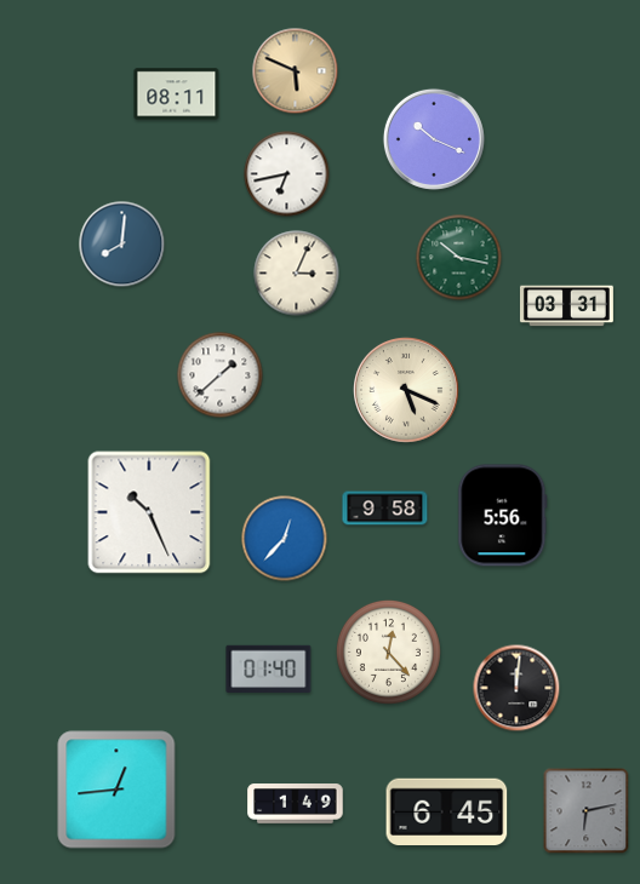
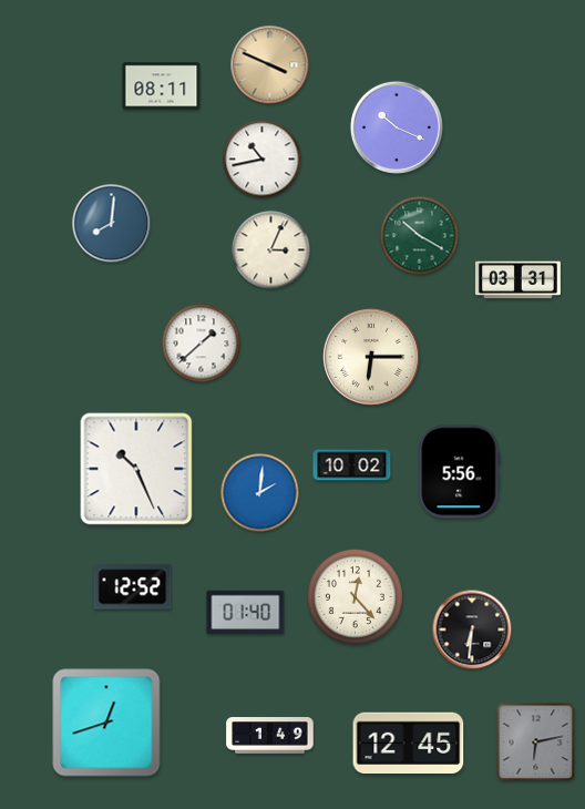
clock at (296, 71): 5:49 -> 3:49
clock at (287, 174): 6:43 -> 10:43
clock at (459, 258): 10:17 -> 10:20
clock at (407, 391): 5:19 -> 6:15
clock at (385, 509): 9:58 -> 10:02
clock at (285, 539): 12:37 -> 2:01
clock at (133, 587): none -> 12:52
clock at (516, 688): 12:01 -> 6:31
clock at (116, 790): 12:44 -> 12:42
clock at (447, 813): 6:45 -> 12:45
